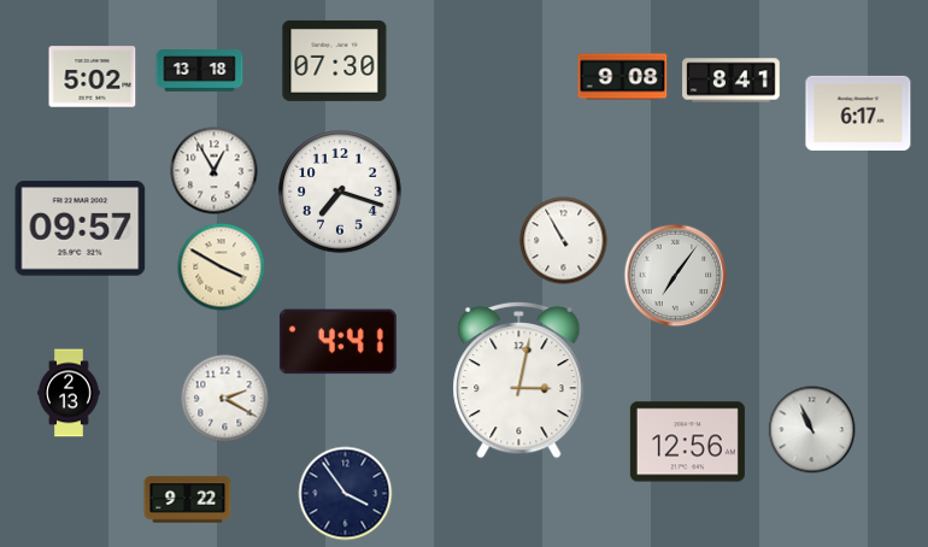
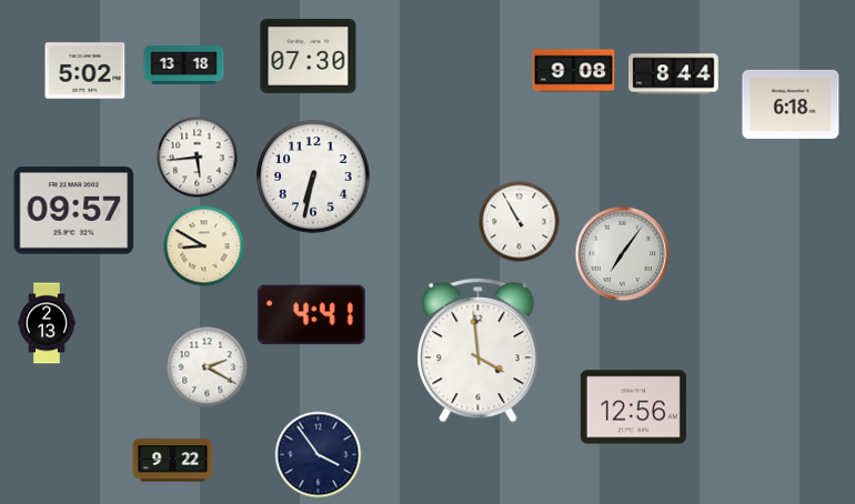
clock at (732, 81): 8:41 -> 8:44
clock at (858, 113): 6:17 -> 6:18
clock at (215, 171): 12:55 -> 5:44
clock at (340, 192): 7:18 -> 6:32
clock at (222, 267): 3:50 -> 8:50
clock at (519, 380): 3:02 -> 3:59
clock at (69, 393) position: (69, 393) -> (47, 323)
clock at (812, 430): 10:56 -> none
